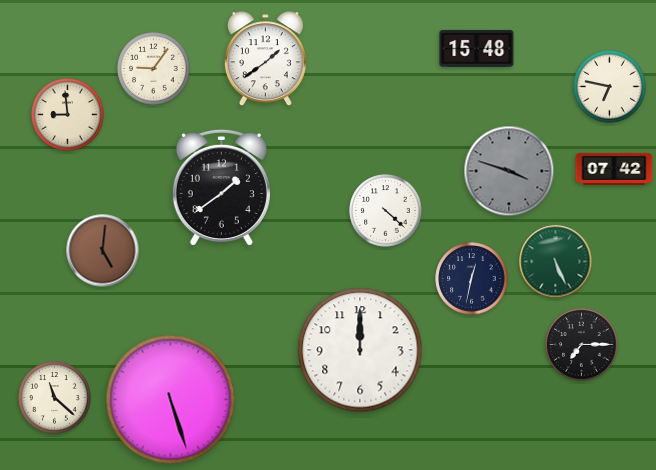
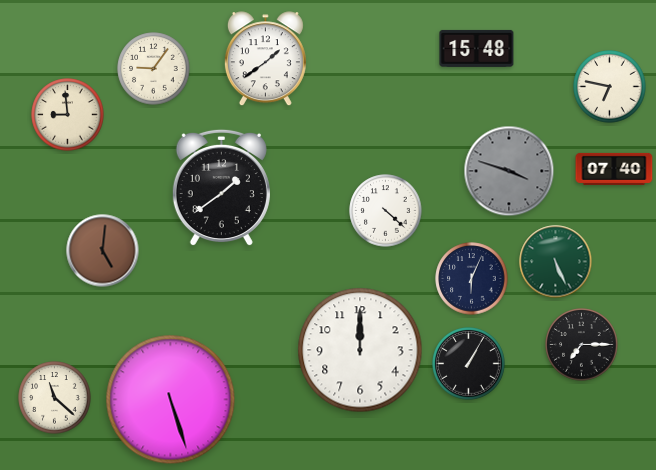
clock at (614, 169): 07:42 -> 07:40
clock at (472, 279): 12:32 -> 6:04
clock at (469, 364): none -> 1:05
